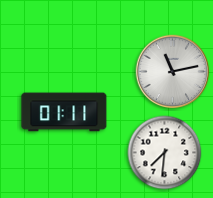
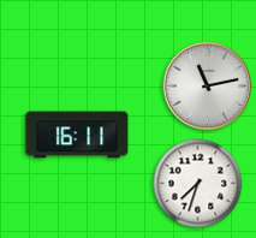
clock at (64, 112): 01:11 -> 16:11
clock at (165, 153): 7:31 -> 7:33
